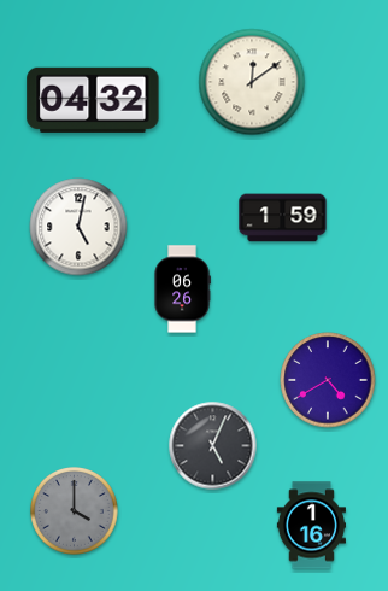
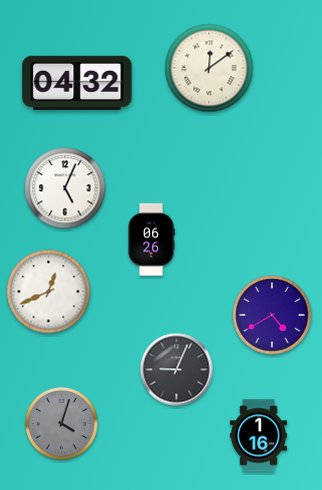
clock at (283, 218): 1:59 -> none
clock at (78, 227): 5:02 -> 5:04
clock at (49, 292): none -> 12:41
clock at (213, 446): 5:04 -> 9:04
clock at (75, 511): 4:00 -> 4:03
